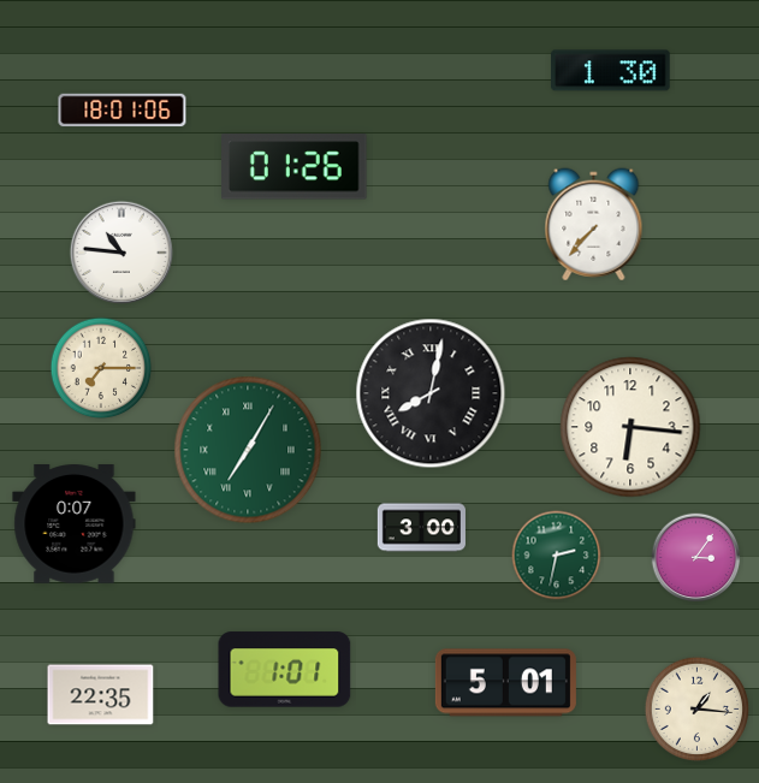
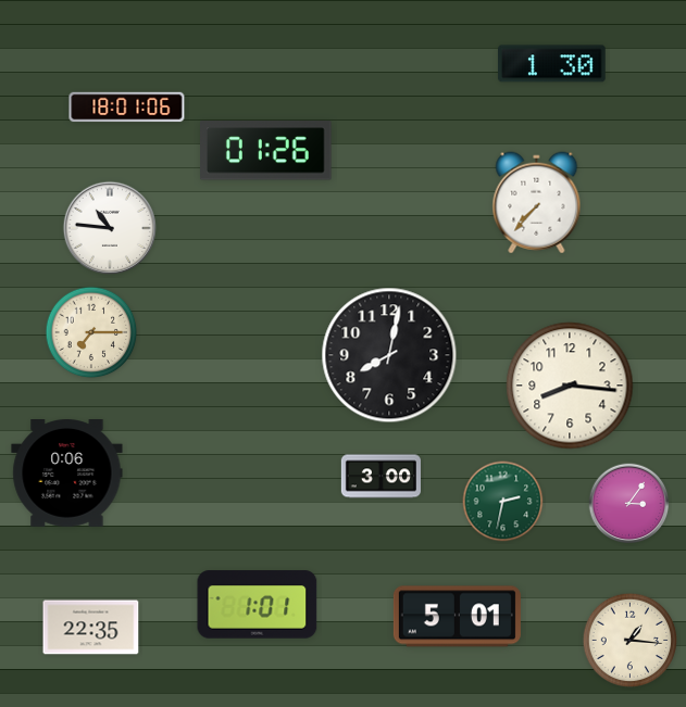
clock at (123, 111) position: (123, 111) -> (127, 108)
clock at (431, 393) numerals: Roman -> Arabic
clock at (630, 427): 6:16 -> 8:16
clock at (248, 450): 7:05 -> none
clock at (75, 524): 0:07 -> 0:06
